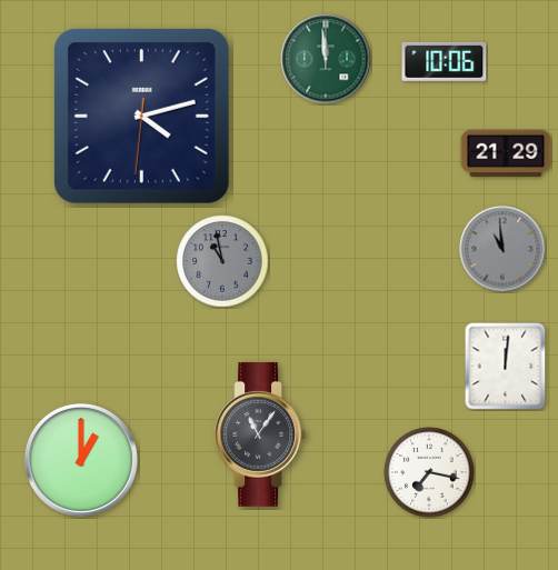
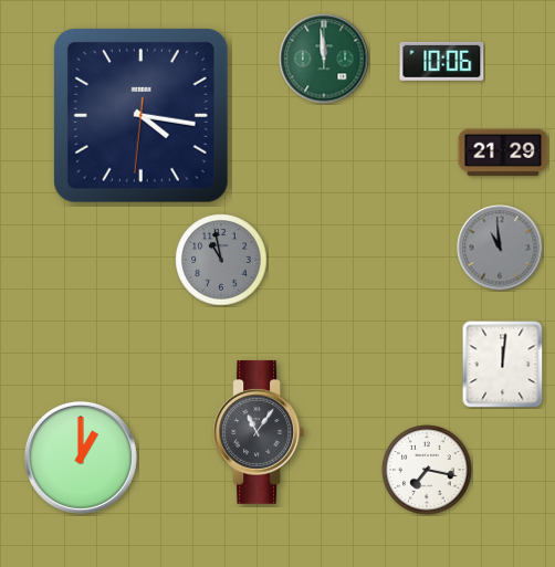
clock at (142, 117): 4:12 -> 4:16
